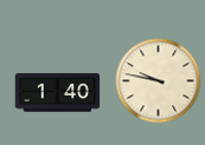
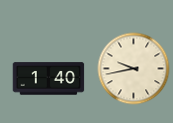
clock at (159, 81): 9:47 -> 9:43
